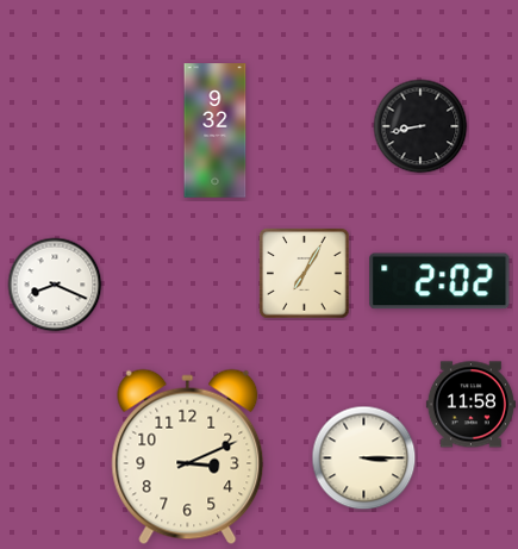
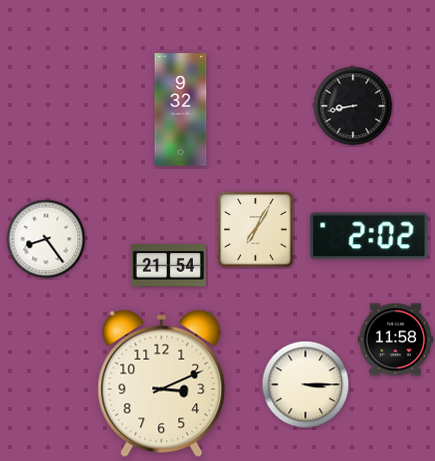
clock at (55, 285): 8:19 -> 8:24
clock at (168, 266): none -> 21:54
clock at (188, 457) position: (188, 457) -> (162, 384)
